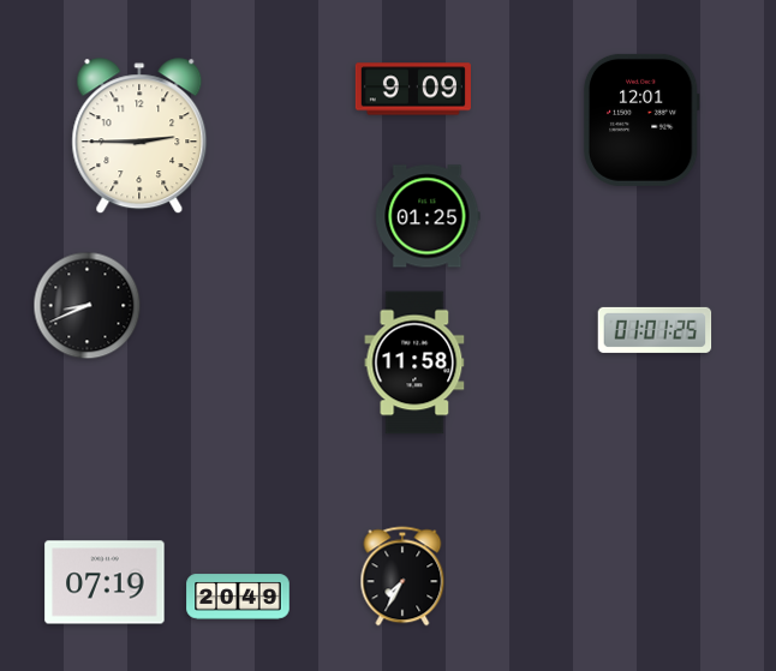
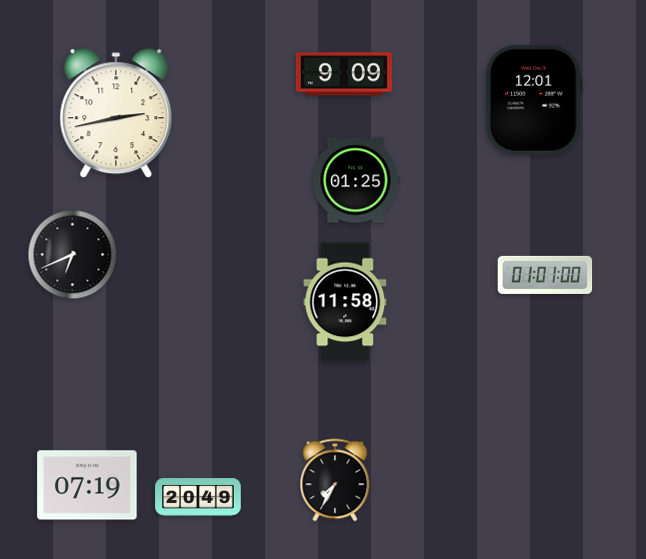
clock at (139, 137): 2:45 -> 2:43
clock at (88, 306): 8:41 -> 6:41
clock at (655, 330): 01:01:25 -> 01:01:00
